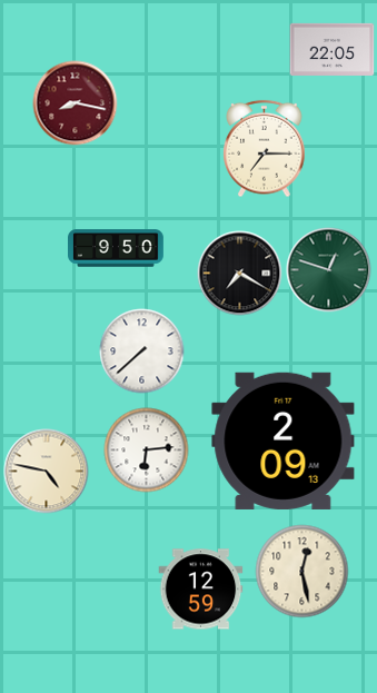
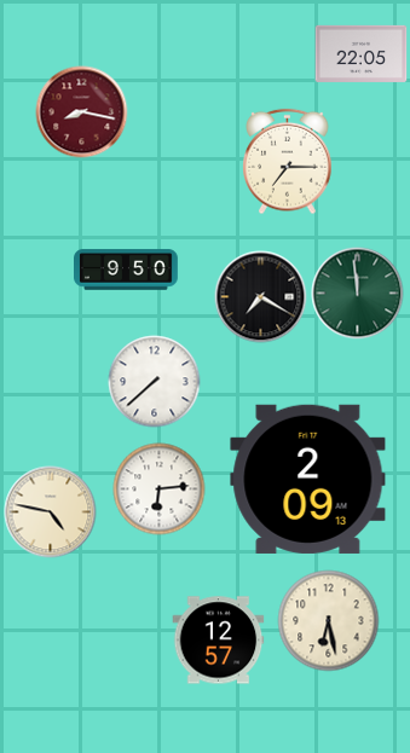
clock at (329, 270): 12:48 -> 11:59
clock at (302, 572): 12:28 -> 6:28
clock at (201, 590): 12:59 -> 12:57
